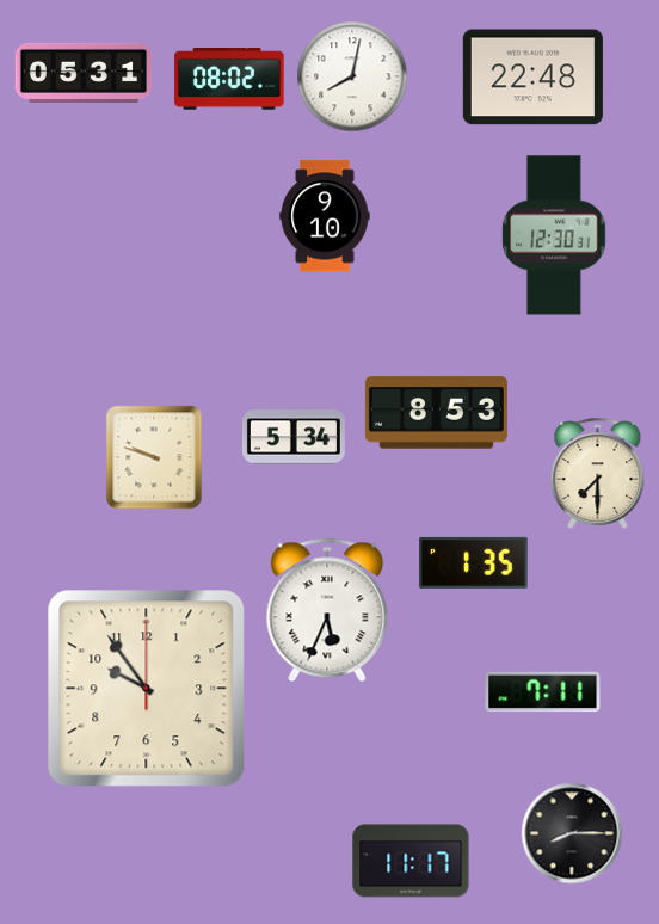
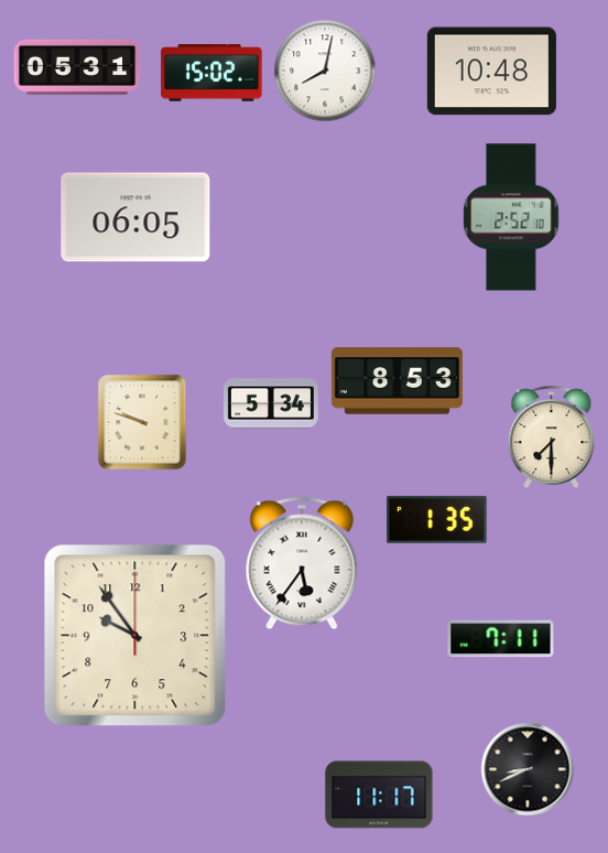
clock at (532, 78): 22:48 -> 10:48
clock at (229, 80): 08:02 -> 15:02
clock at (325, 216): 9:10 -> none
clock at (135, 217): none -> 06:05
clock at (554, 235): 12:30 -> 2:52
clock at (436, 413) position: (436, 413) -> (397, 381)
clock at (327, 610): 5:34 -> 5:36
clock at (572, 833): 8:15 -> 8:41
